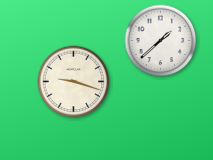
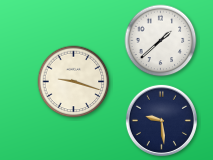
clock at (161, 120): none -> 9:29
